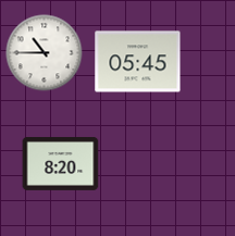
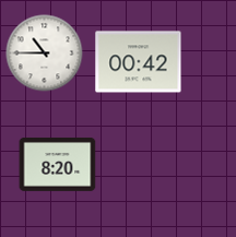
clock at (138, 62): 05:45 -> 00:42
clock at (61, 163) position: (61, 163) -> (58, 164)
